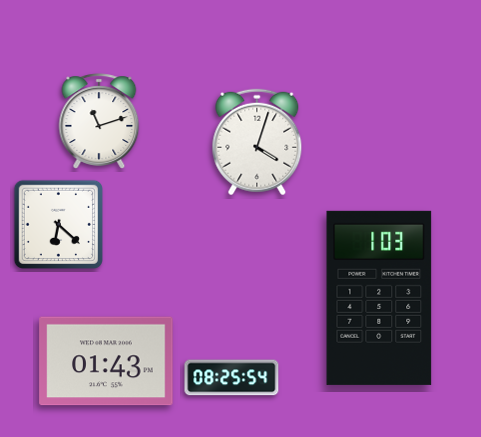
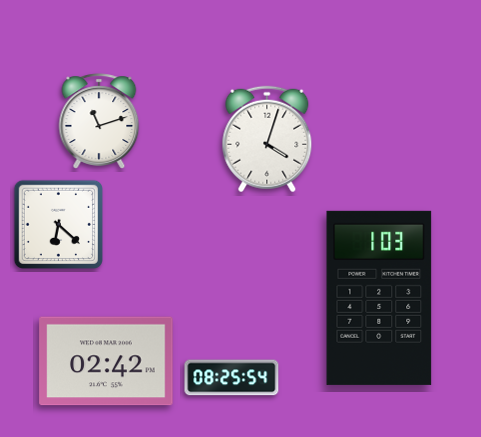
clock at (257, 142) position: (257, 142) -> (267, 139)
clock at (106, 361): 01:43 -> 02:42
